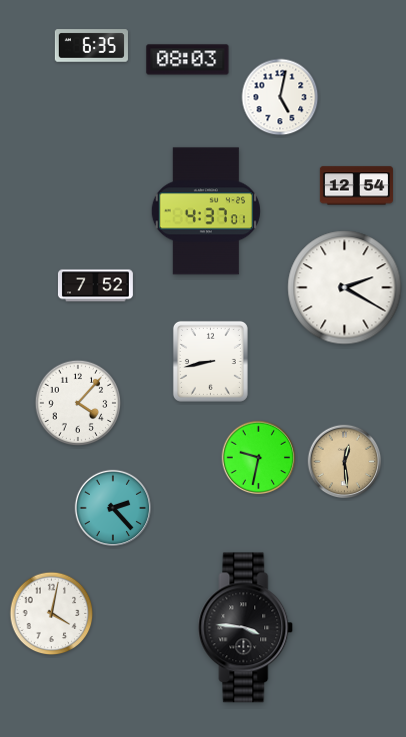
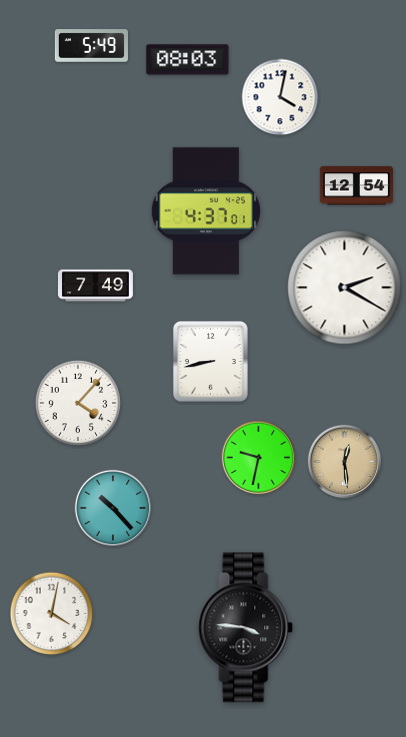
clock at (91, 46): 6:35 -> 5:49
clock at (280, 97): 5:02 -> 4:02
clock at (95, 286): 7:52 -> 7:49
clock at (113, 508): 2:23 -> 10:23
